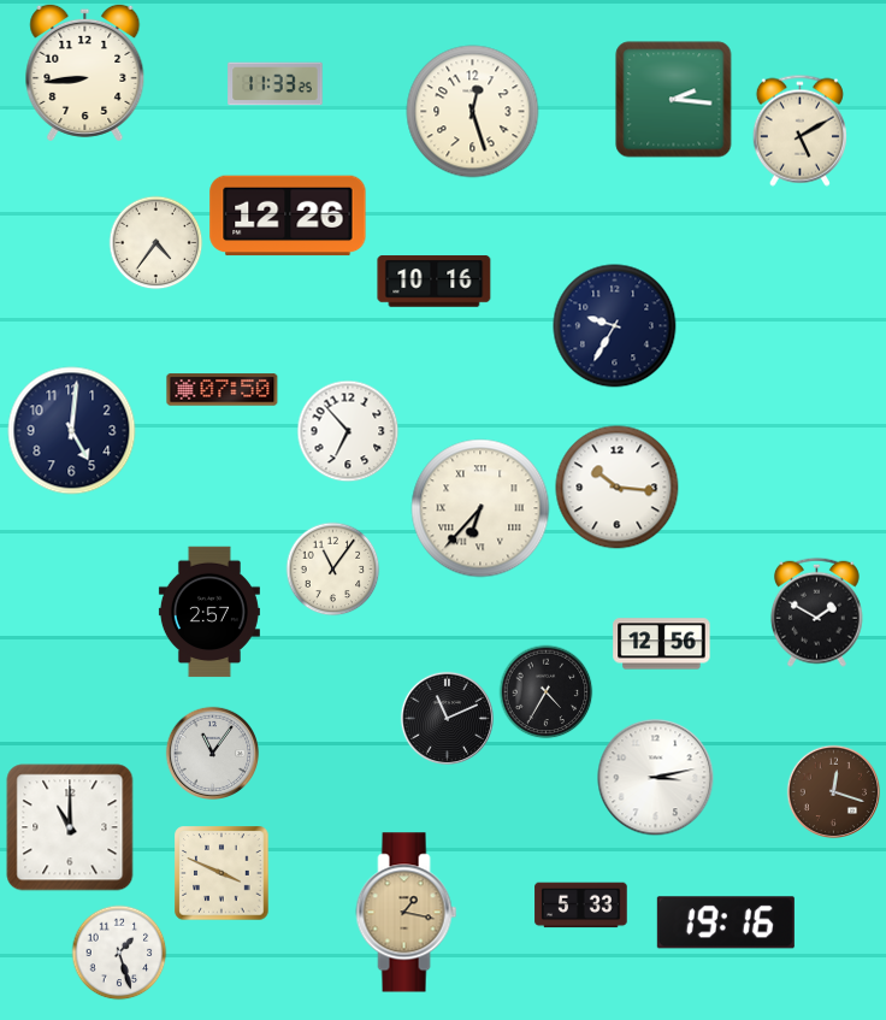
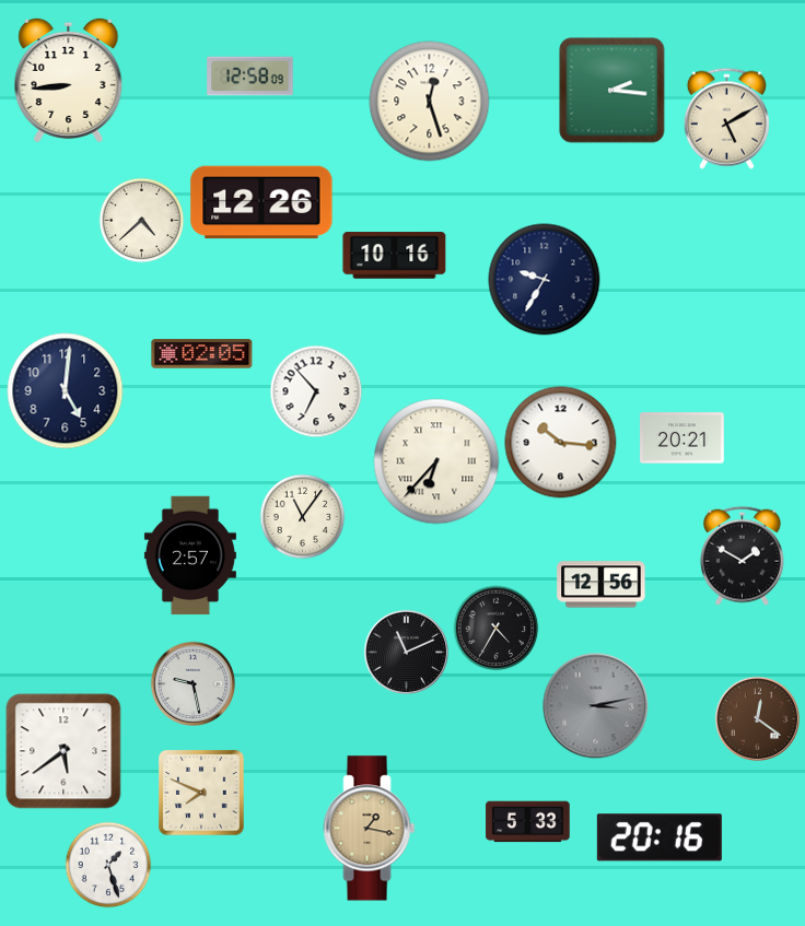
clock at (85, 72) position: (85, 72) -> (69, 80)
clock at (276, 84): 11:33 -> 12:58
clock at (288, 216) position: (288, 216) -> (261, 202)
clock at (155, 242): 4:36 -> 4:38
clock at (615, 326) position: (615, 326) -> (545, 280)
clock at (223, 390): 07:50 -> 02:05
clock at (682, 438): none -> 20:21
clock at (212, 753): 11:06 -> 9:28
clock at (656, 778) dial: white -> grey
clock at (833, 791): 12:18 -> 12:21
clock at (70, 827): 11:00 -> 5:39
clock at (221, 873): 3:49 -> 7:49
clock at (726, 922): 19:16 -> 20:16
